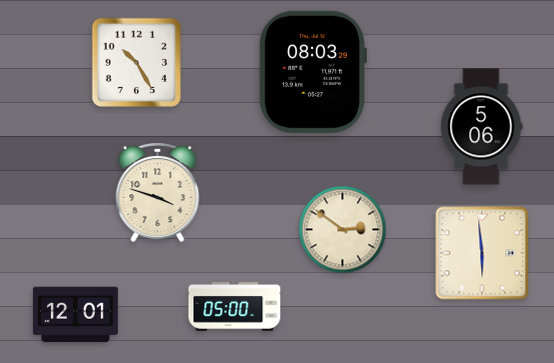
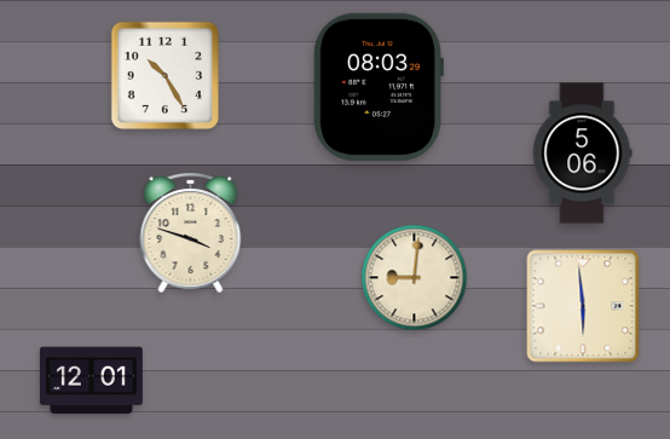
clock at (343, 230): 2:51 -> 9:01
clock at (235, 307): 05:00 -> none
